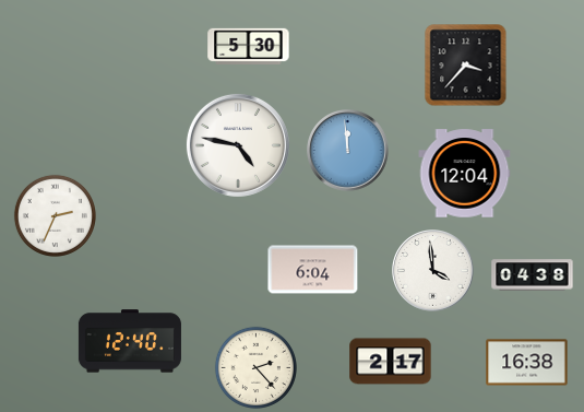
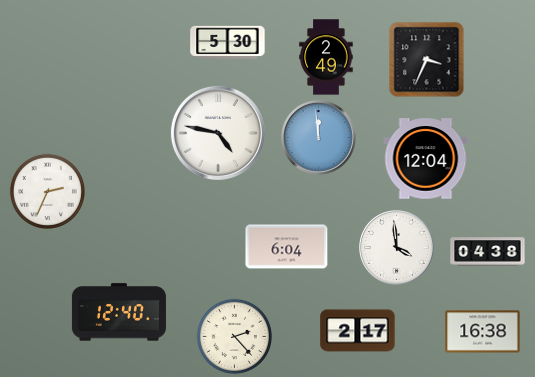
clock at (326, 57): none -> 2:49
clock at (466, 66): 3:37 -> 3:34
clock at (55, 215) position: (55, 215) -> (47, 191)
